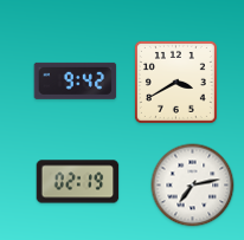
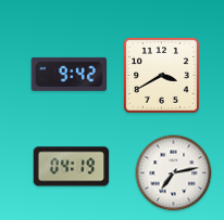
clock at (78, 182): 02:19 -> 04:19
clock at (193, 186) position: (193, 186) -> (174, 173)
